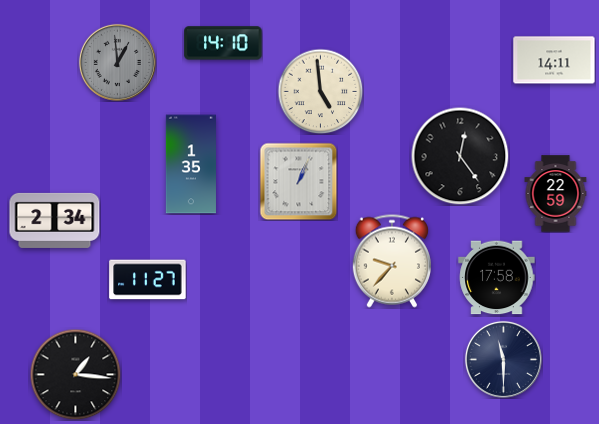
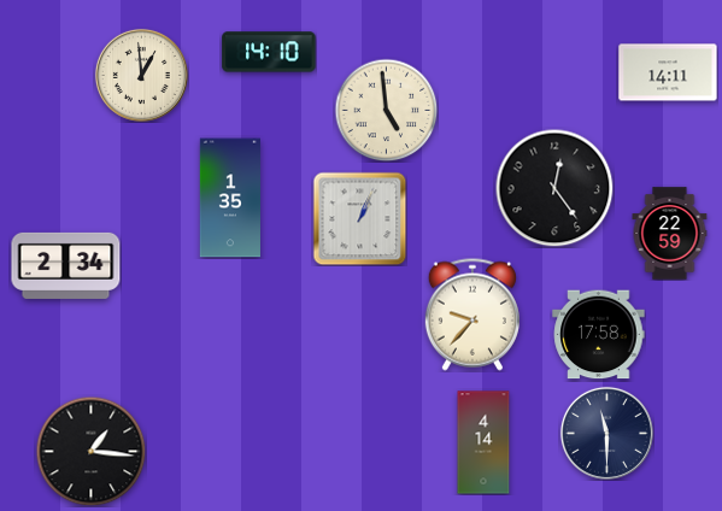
clock at (117, 62) dial: grey -> cream
clock at (148, 280): 11:27 -> none
clock at (483, 442): none -> 4:14
